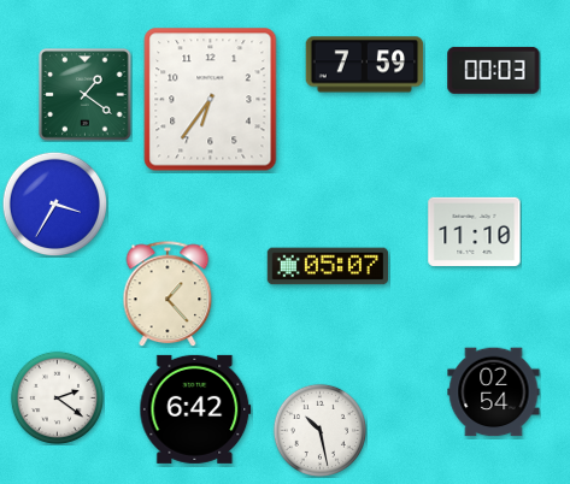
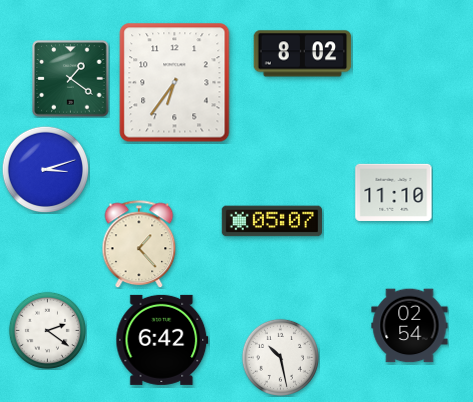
clock at (365, 65): 7:59 -> 8:02
clock at (494, 70): 00:03 -> none
clock at (54, 203): 3:35 -> 3:12
clock at (319, 430) position: (319, 430) -> (280, 357)
